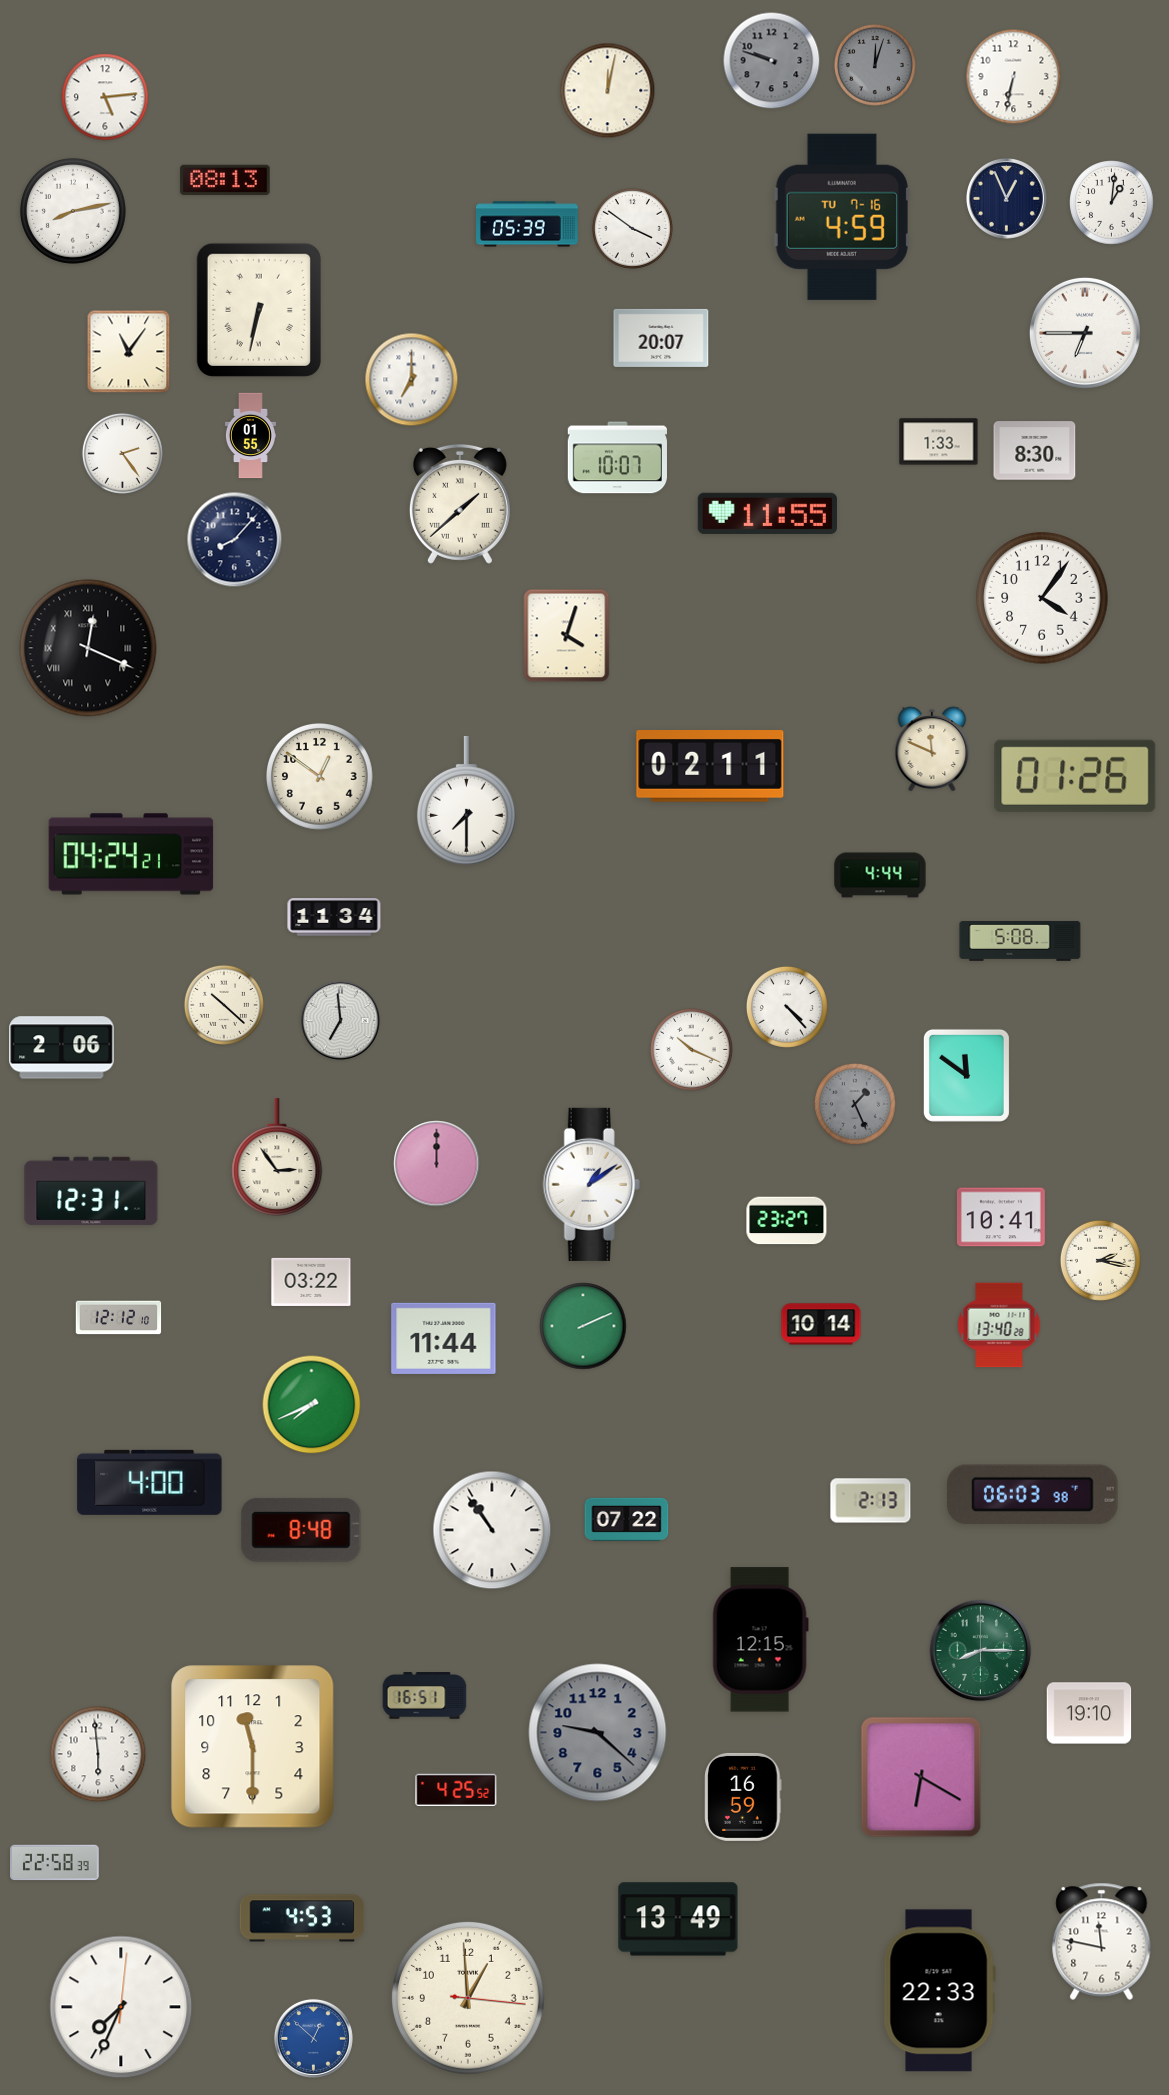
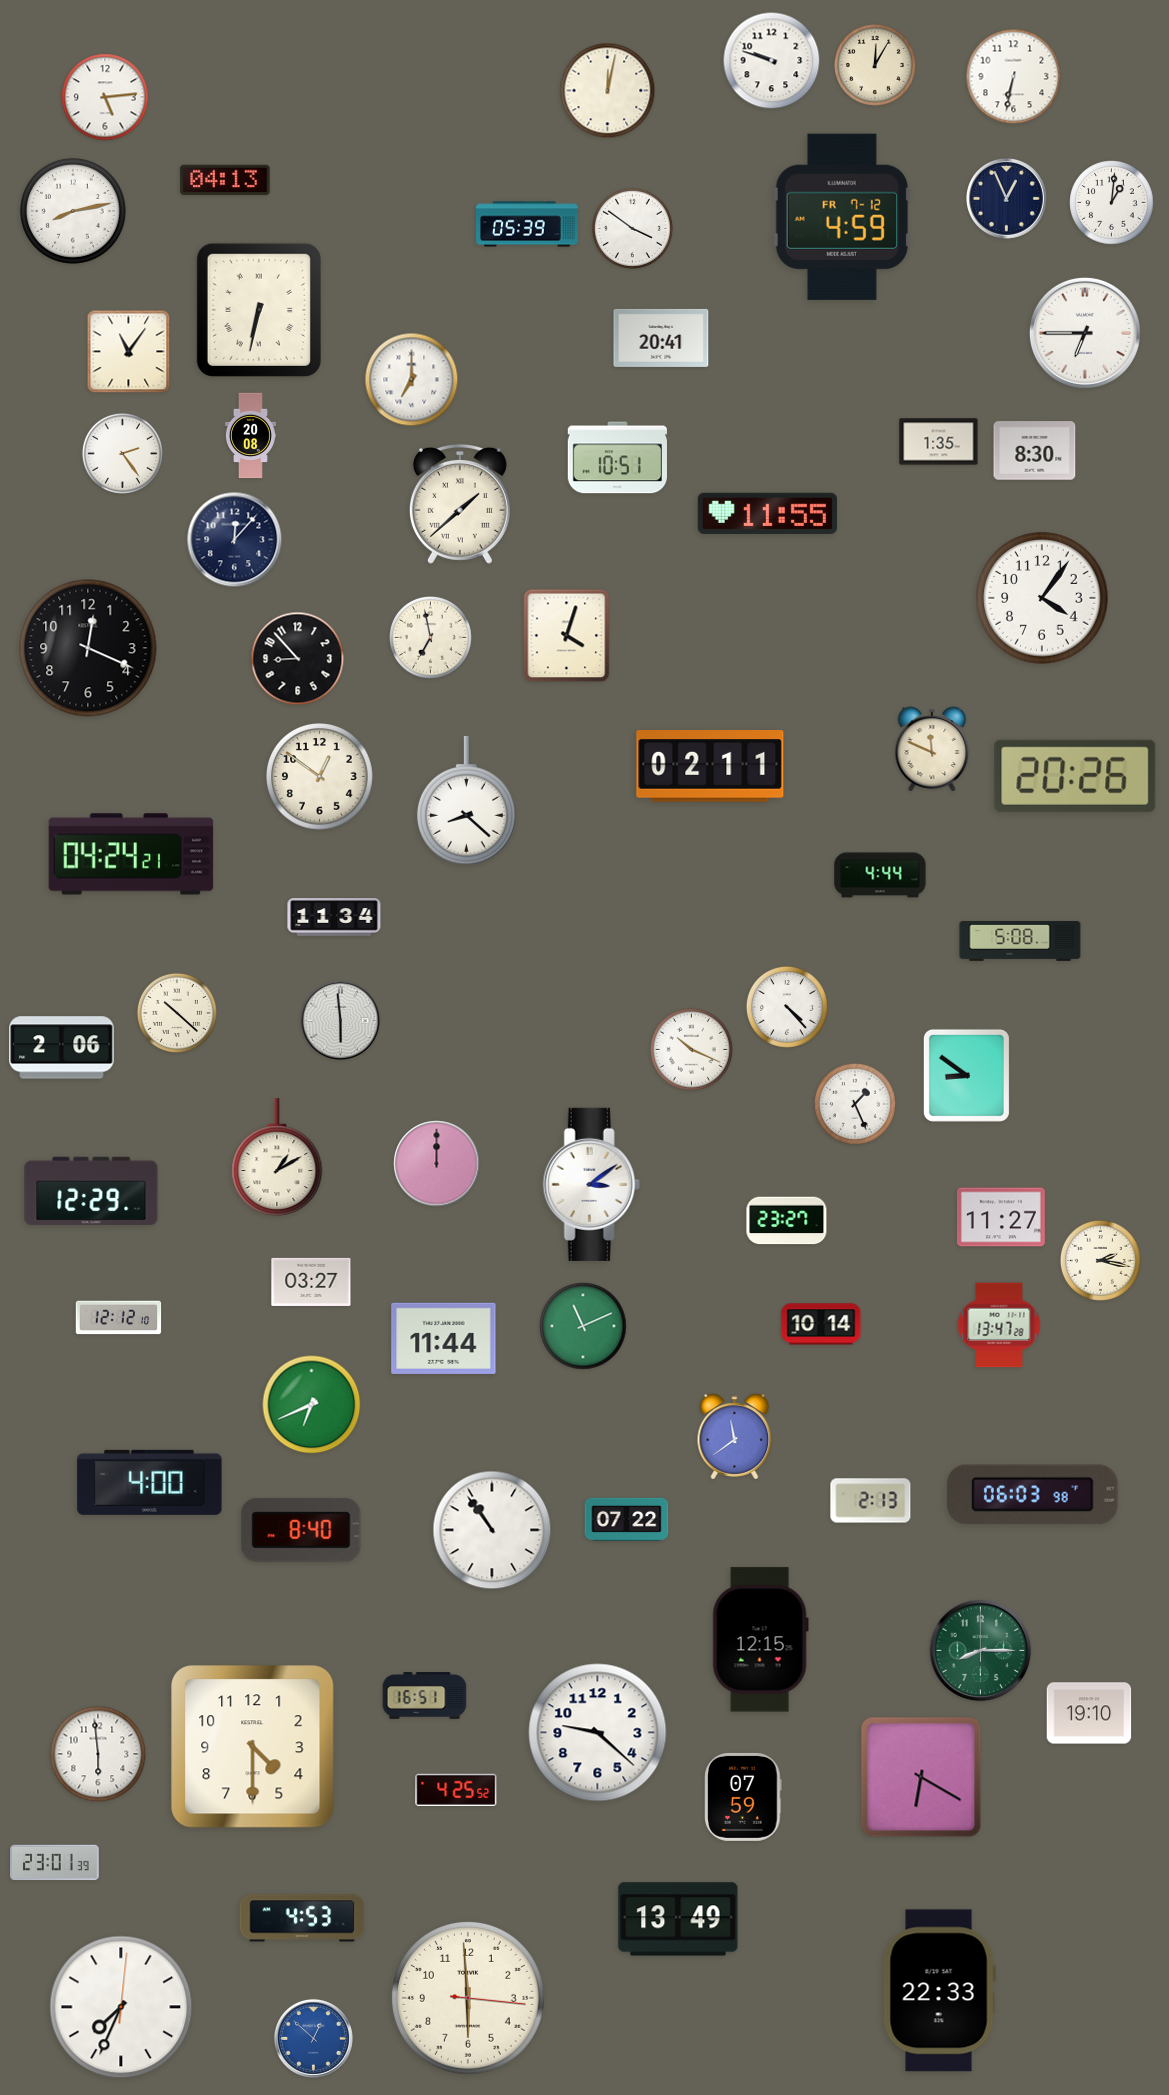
clock at (772, 61) dial: grey -> white
clock at (875, 65): 12:03 -> 12:05
clock at (875, 65) dial: grey -> cream
clock at (225, 180): 08:13 -> 04:13
clock at (842, 217) date: TU 7-16 -> FR 7-12
clock at (661, 338): 20:07 -> 20:41
clock at (250, 436): 01:55 -> 20:08
clock at (939, 442): 1:33 -> 1:35
clock at (617, 458): 10:07 -> 10:51
clock at (235, 540): 8:07 -> 12:07
clock at (430, 637): none -> 6:58
clock at (88, 648) numerals: Roman -> Arabic
clock at (298, 659): none -> 8:53
clock at (1075, 776): 01:26 -> 20:26
clock at (466, 801): 7:30 -> 8:22
clock at (224, 1005) position: (224, 1005) -> (177, 1013)
clock at (340, 1020): 6:59 -> 5:59
clock at (966, 1075): 11:51 -> 8:51
clock at (855, 1104) dial: grey -> white
clock at (277, 1157): 2:54 -> 1:10
clock at (591, 1184): 1:09 -> 3:09
clock at (91, 1191): 12:31 -> 12:29
clock at (1001, 1217): 10:41 -> 11:27
clock at (311, 1282): 03:22 -> 03:27
clock at (999, 1325): 13:40 -> 13:47
clock at (583, 1326): 2:11 -> 11:11
clock at (312, 1405): 7:41 -> 6:41
clock at (735, 1437): none -> 11:39
clock at (301, 1530): 8:48 -> 8:40
clock at (598, 1733) dial: grey -> white
clock at (253, 1747): 11:30 -> 4:30
clock at (743, 1797): 16:59 -> 07:59
clock at (55, 1863): 22:58 -> 23:01
clock at (1102, 1941): 11:47 -> none
clock at (468, 1998): 12:59 -> 5:59
